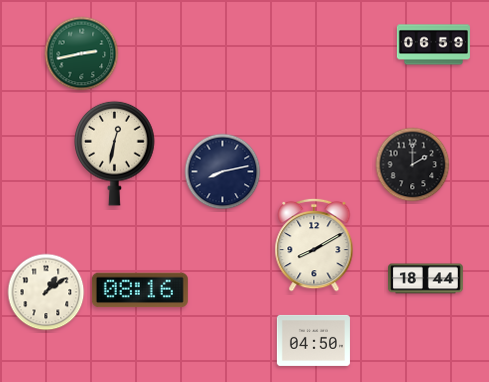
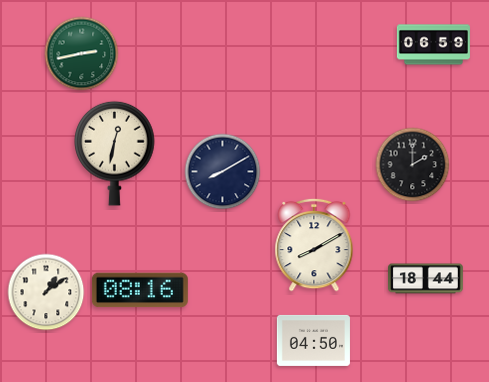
clock at (223, 172): 8:13 -> 8:10
